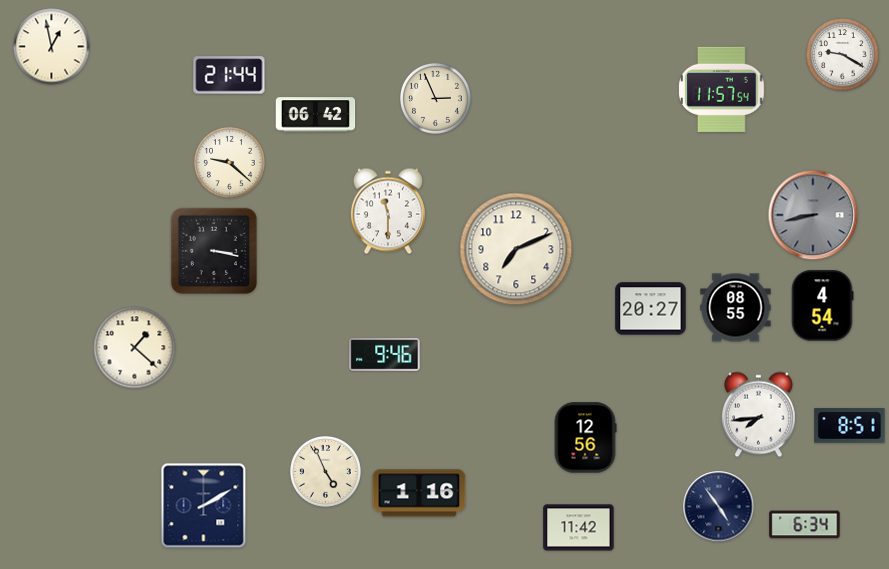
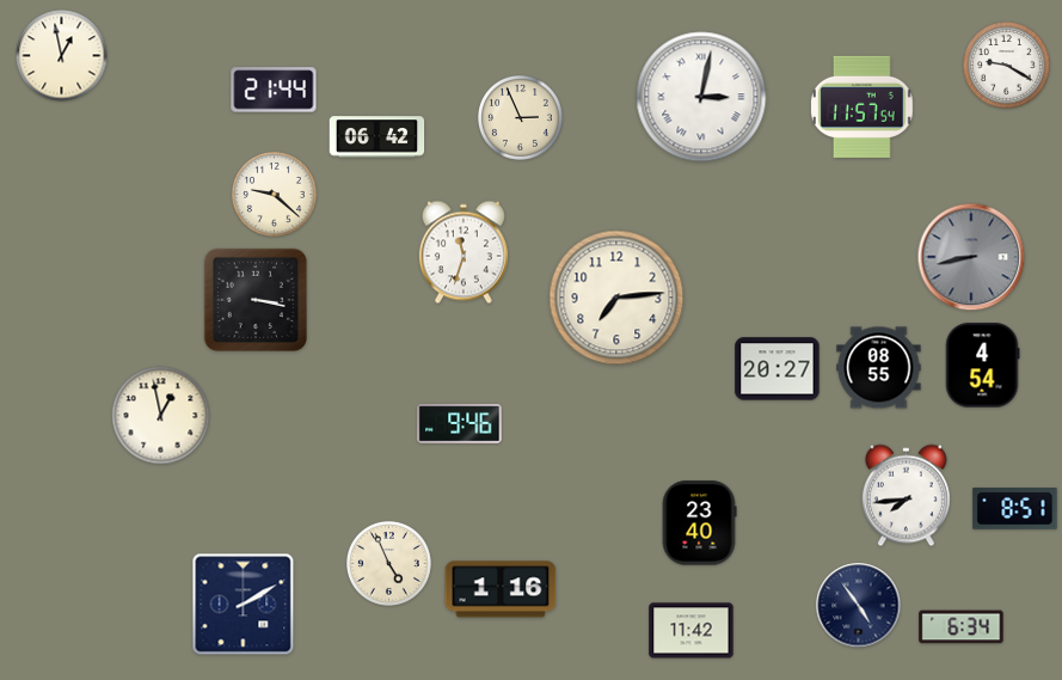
clock at (701, 97): none -> 3:02
clock at (388, 211): 11:30 -> 11:33
clock at (516, 249): 7:11 -> 7:14
clock at (135, 348): 1:22 -> 12:58
clock at (585, 438): 12:56 -> 23:40
